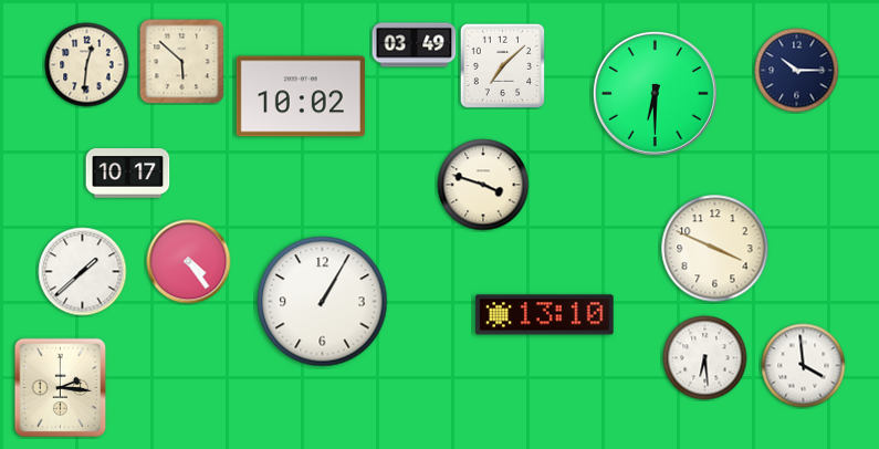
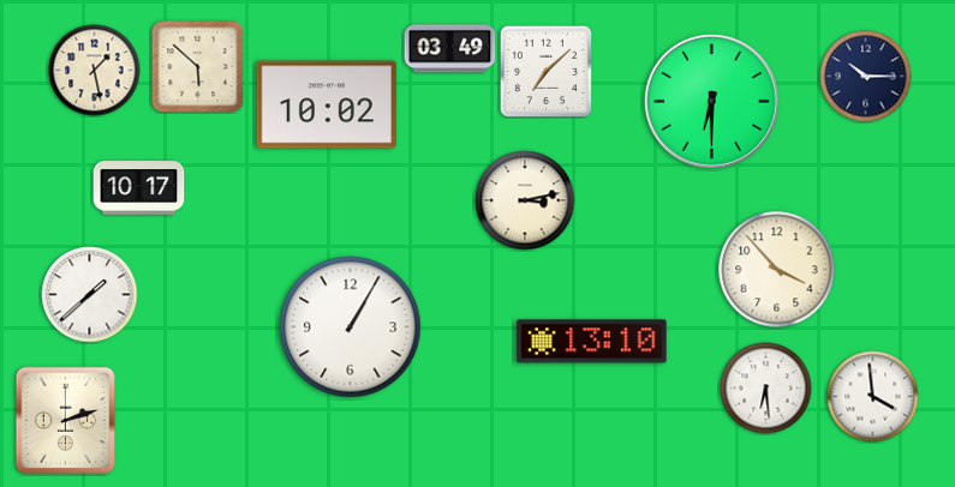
clock at (87, 65): 12:31 -> 1:28
clock at (483, 185): 3:48 -> 3:13
clock at (715, 249): 3:49 -> 3:53
clock at (189, 262): 4:24 -> none
clock at (61, 388): 2:16 -> 2:12
